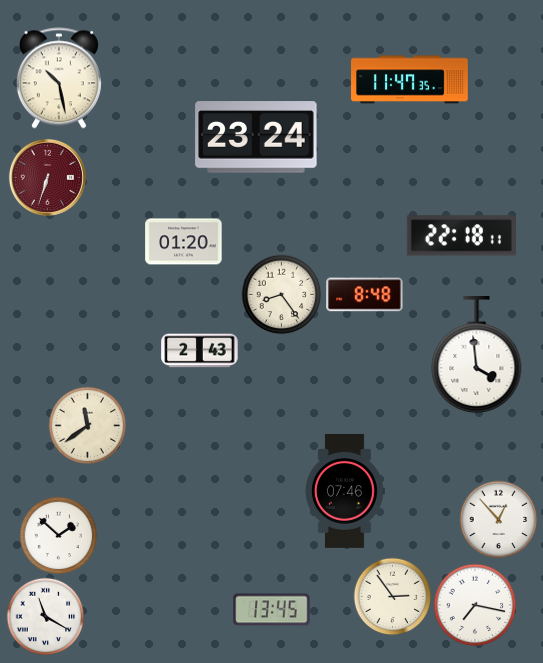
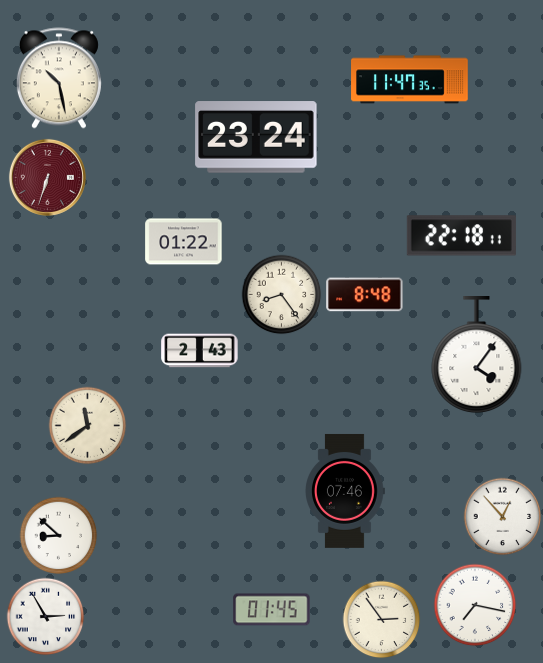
clock at (184, 242): 01:20 -> 01:22
clock at (477, 356): 3:59 -> 4:06
clock at (498, 519) position: (498, 519) -> (502, 516)
clock at (58, 535): 1:52 -> 8:52
clock at (392, 596) position: (392, 596) -> (381, 619)
clock at (272, 610): 13:45 -> 01:45
clock at (45, 616): 11:20 -> 2:55
